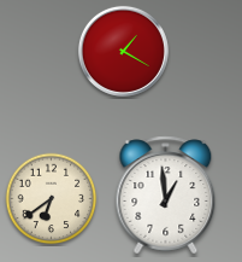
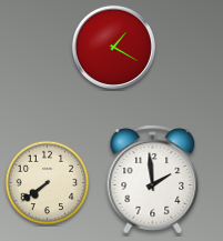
clock at (166, 196): 12:59 -> 1:59
clock at (52, 199): 6:39 -> 7:39
